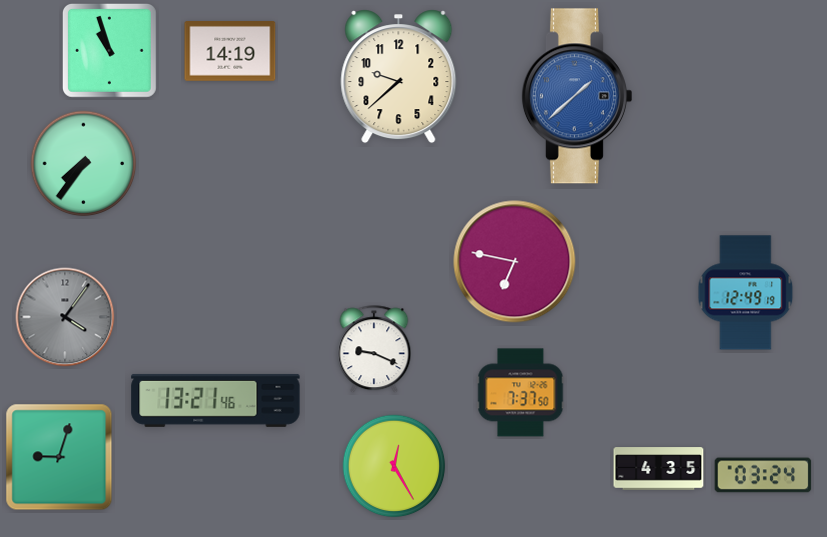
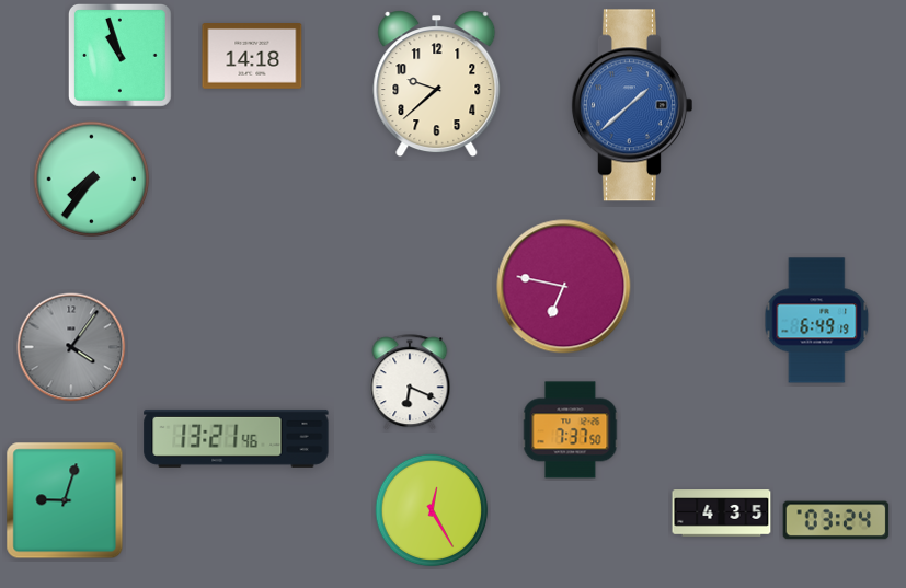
clock at (230, 52): 14:19 -> 14:18
clock at (746, 293): 12:49 -> 6:49
clock at (374, 350): 9:19 -> 6:19
